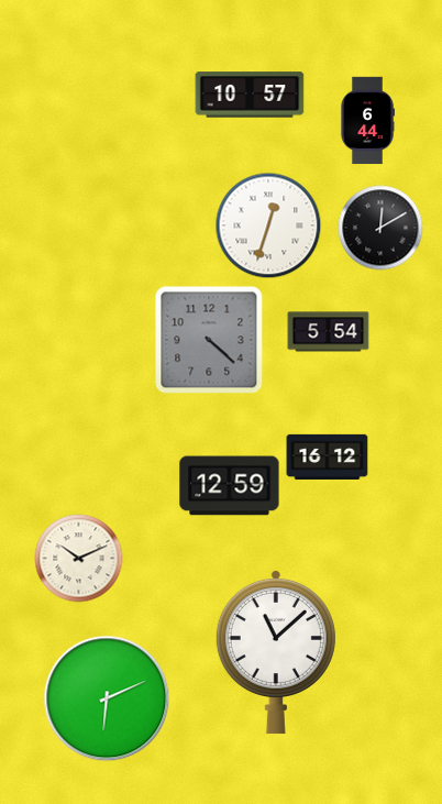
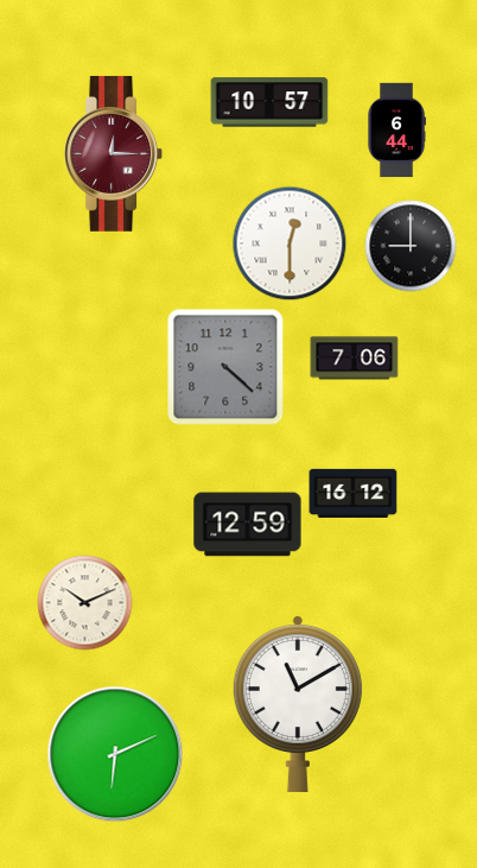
clock at (114, 153): none -> 12:15
clock at (268, 225): 12:33 -> 12:30
clock at (380, 228): 12:10 -> 9:00
clock at (329, 332): 5:54 -> 7:06
clock at (276, 652): 11:08 -> 11:10
